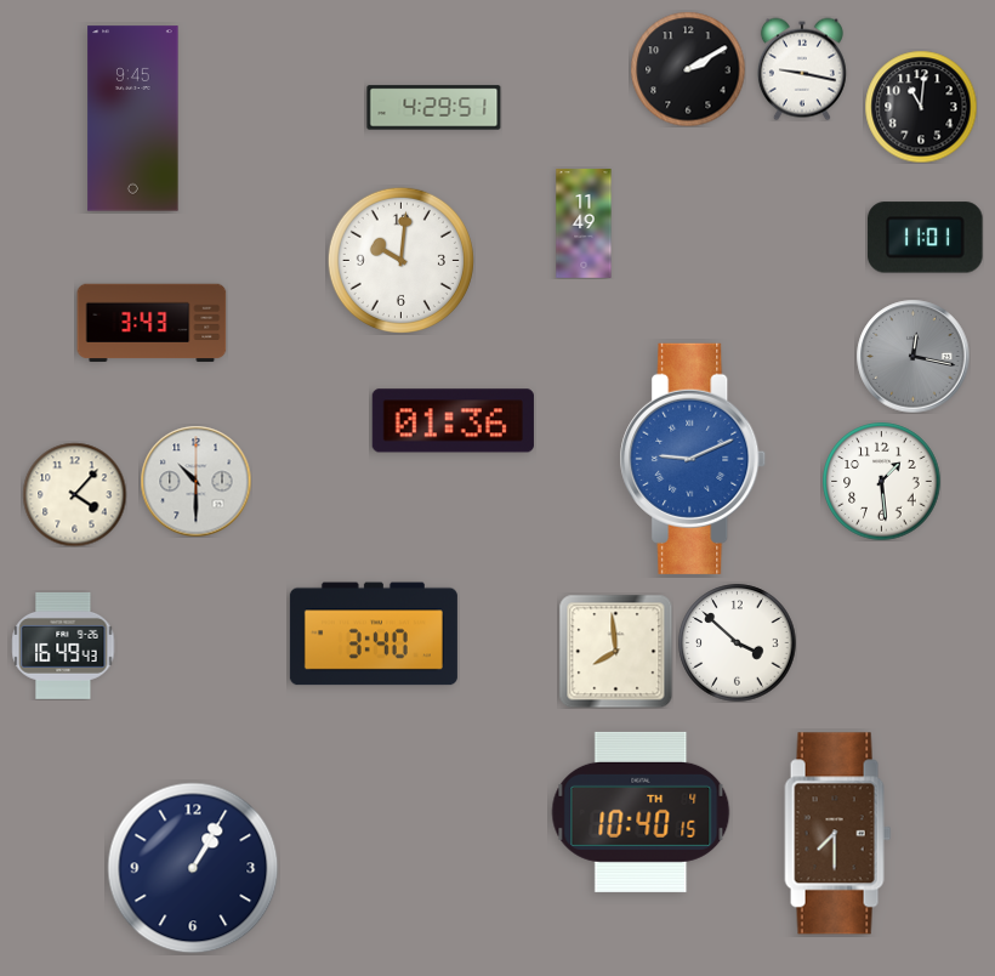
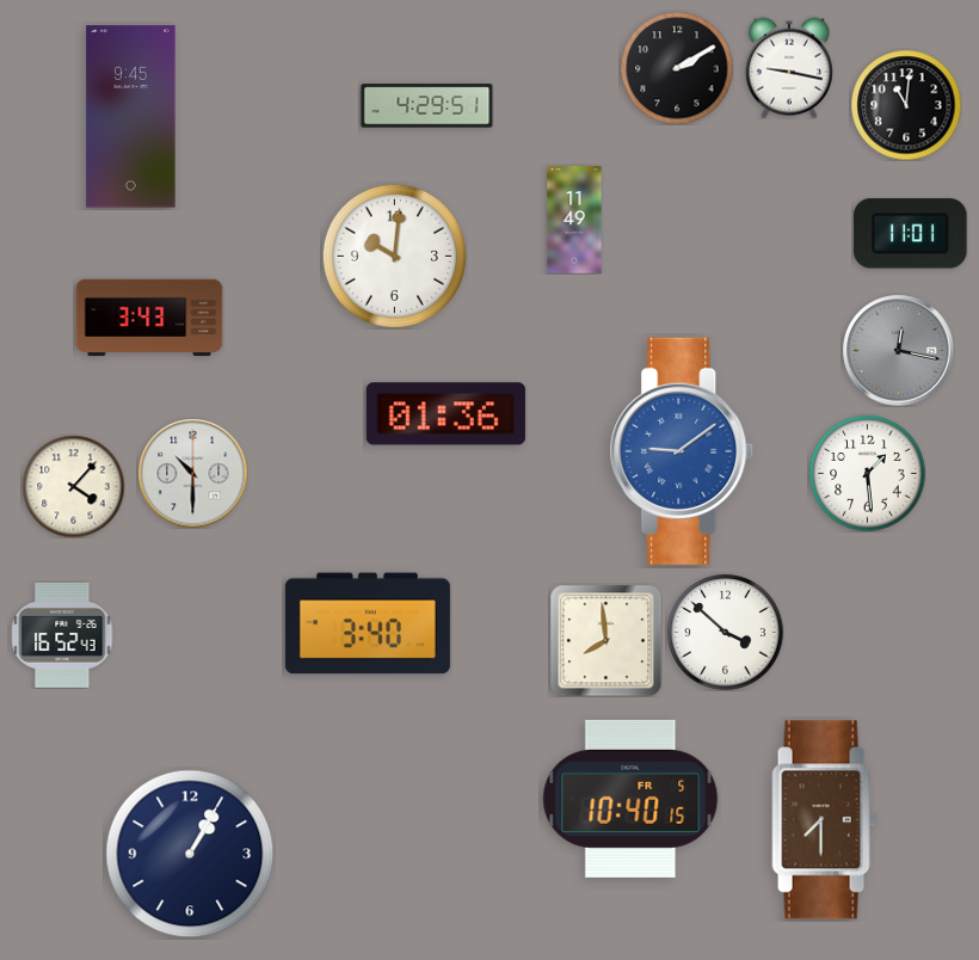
clock at (693, 459): 9:11 -> 9:09
clock at (63, 646): 16:49 -> 16:52
clock at (641, 812) date: TH 4 -> FR 5
